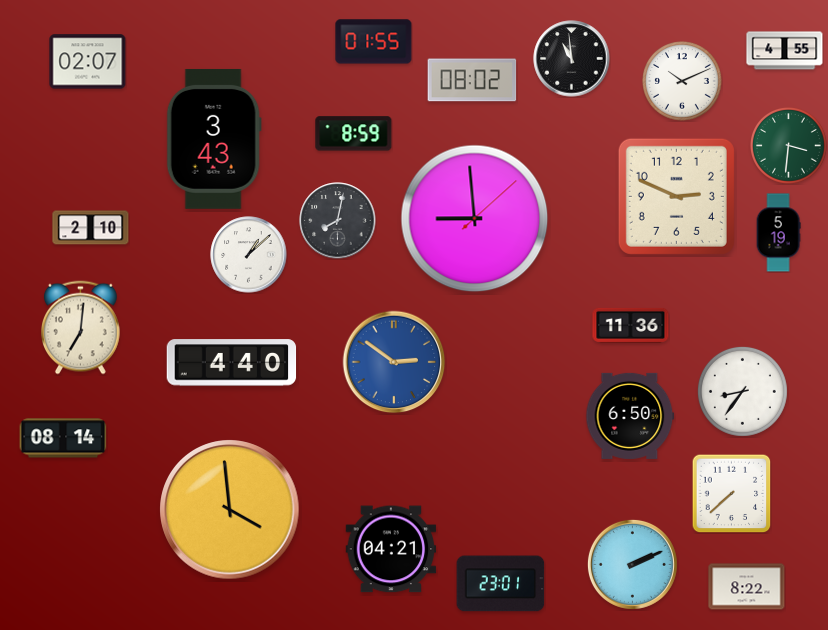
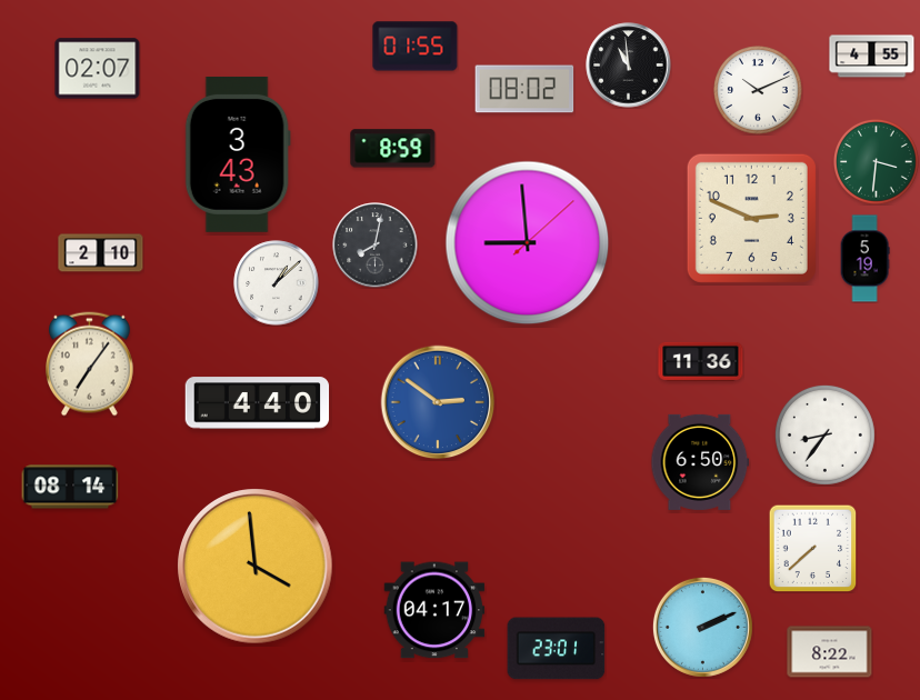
clock at (572, 59) position: (572, 59) -> (629, 66)
clock at (81, 328): 7:01 -> 7:06
clock at (391, 549): 04:21 -> 04:17
